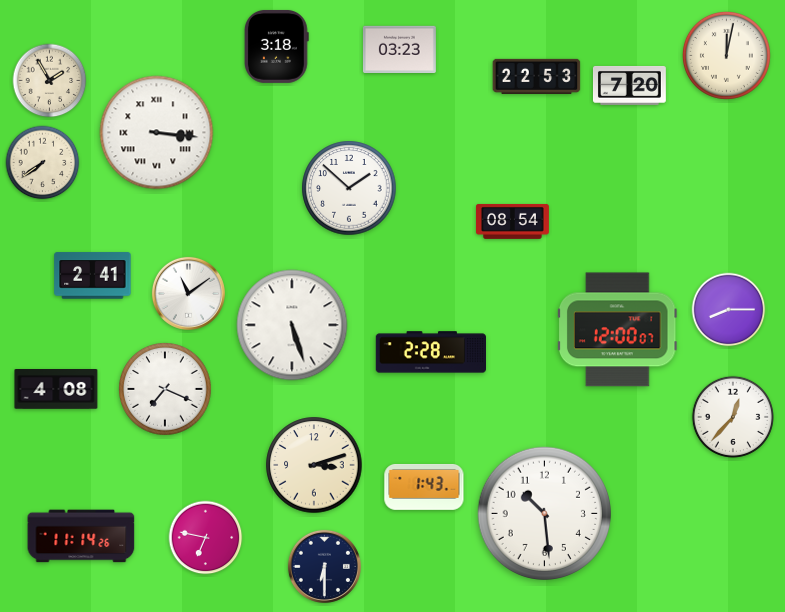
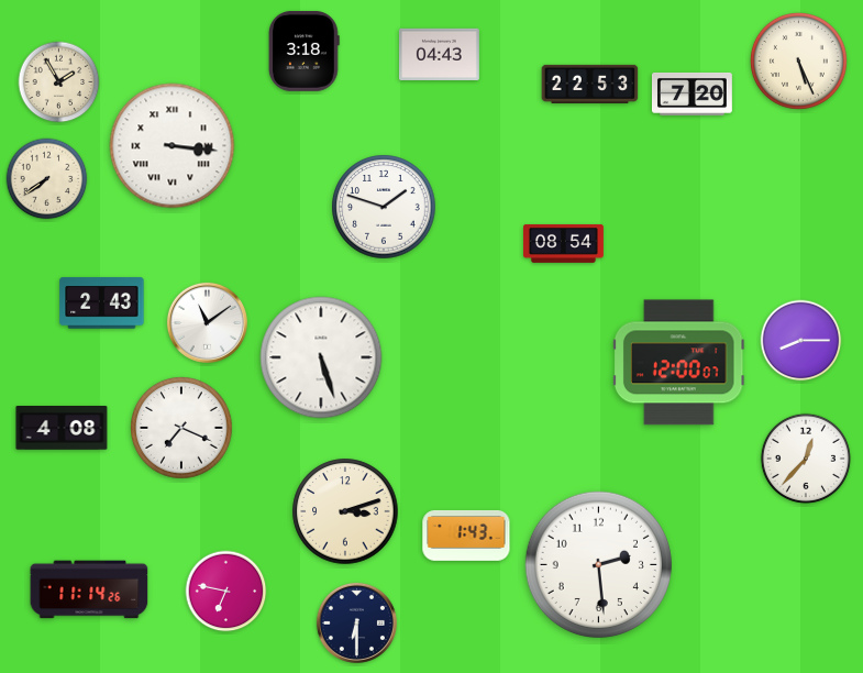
clock at (399, 49): 03:23 -> 04:43
clock at (726, 55): 12:02 -> 5:26
clock at (50, 81) position: (50, 81) -> (59, 82)
clock at (349, 188): 1:52 -> 1:48
clock at (93, 276): 2:41 -> 2:43
clock at (430, 352): 2:28 -> none
clock at (544, 513): 10:29 -> 2:29
